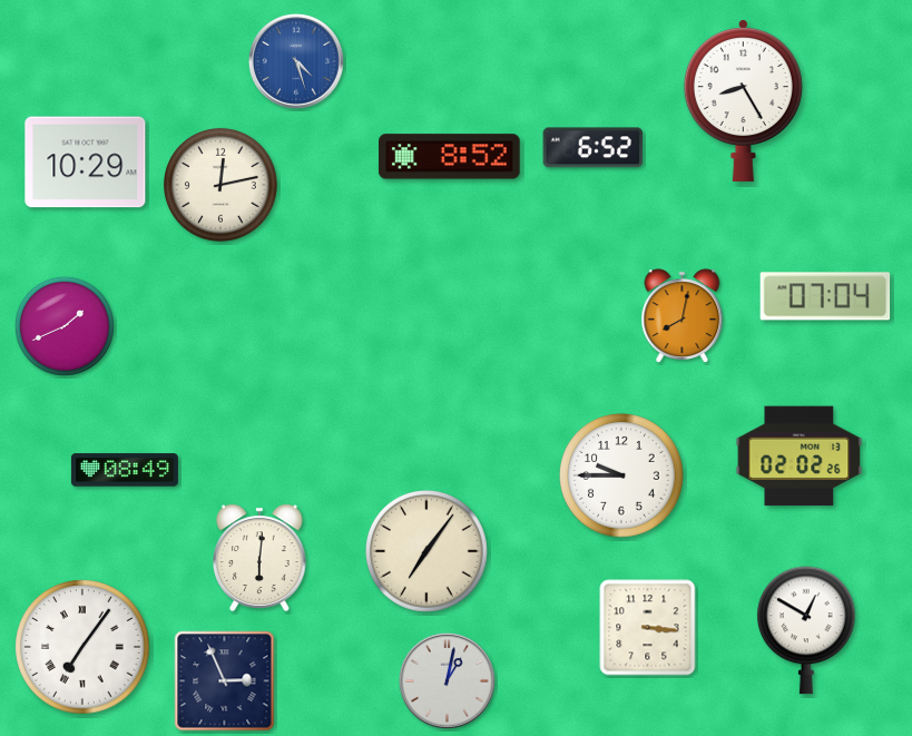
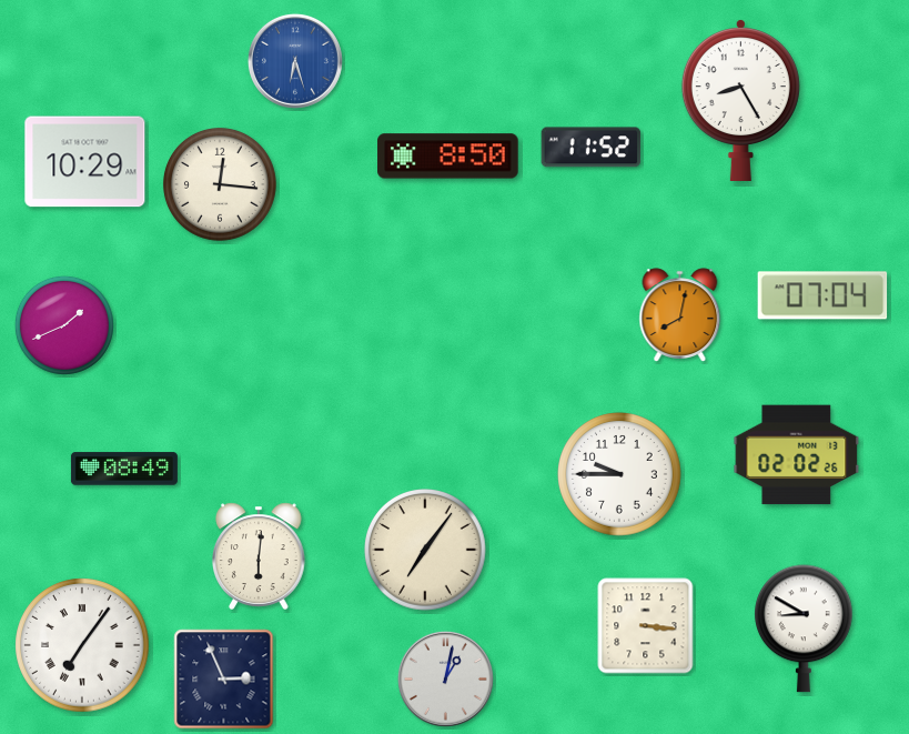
clock at (296, 61): 4:27 -> 6:27
clock at (594, 148): 6:52 -> 11:52
clock at (450, 157): 8:52 -> 8:50
clock at (220, 185): 12:13 -> 12:16
clock at (807, 630): 12:50 -> 8:50
